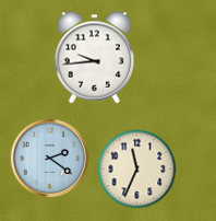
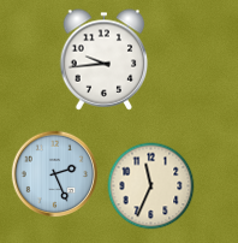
clock at (95, 58) position: (95, 58) -> (105, 60)
clock at (50, 159): 2:21 -> 2:26
